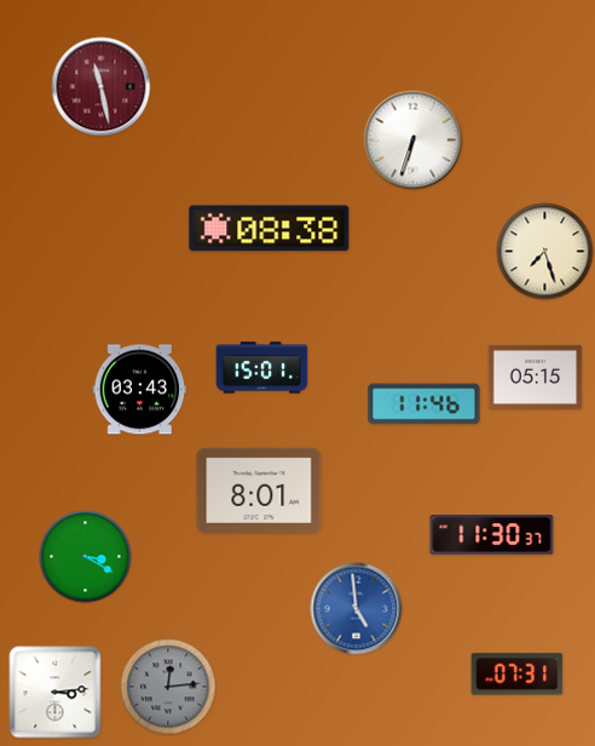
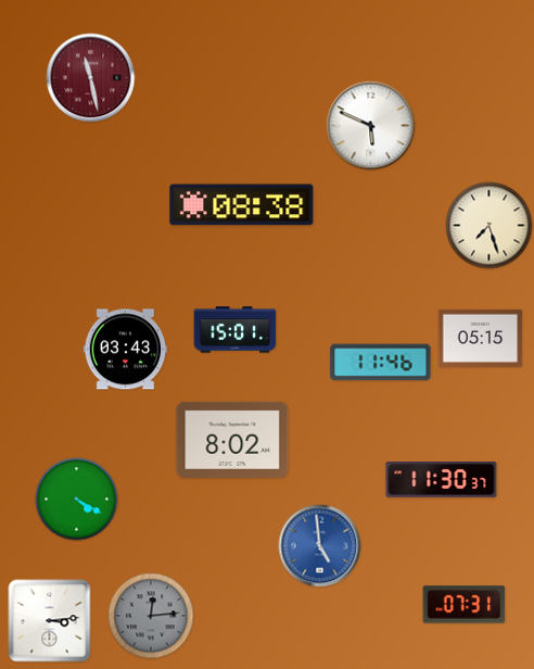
clock at (414, 140): 6:33 -> 5:49
clock at (259, 490): 8:01 -> 8:02
clock at (86, 557): 3:20 -> 4:20
